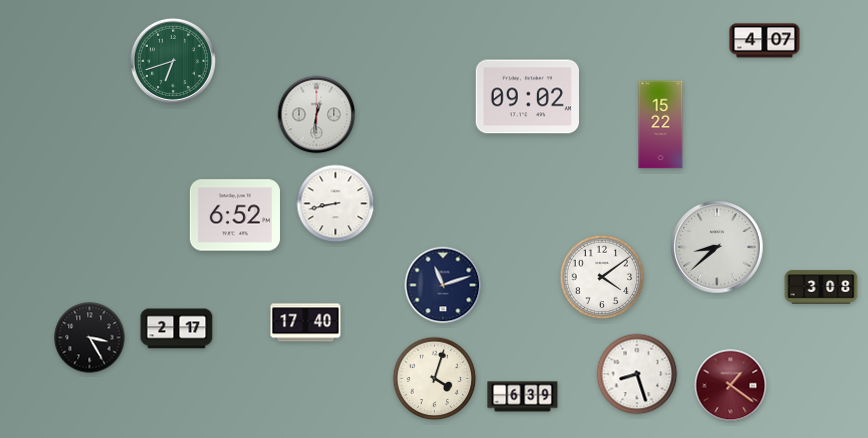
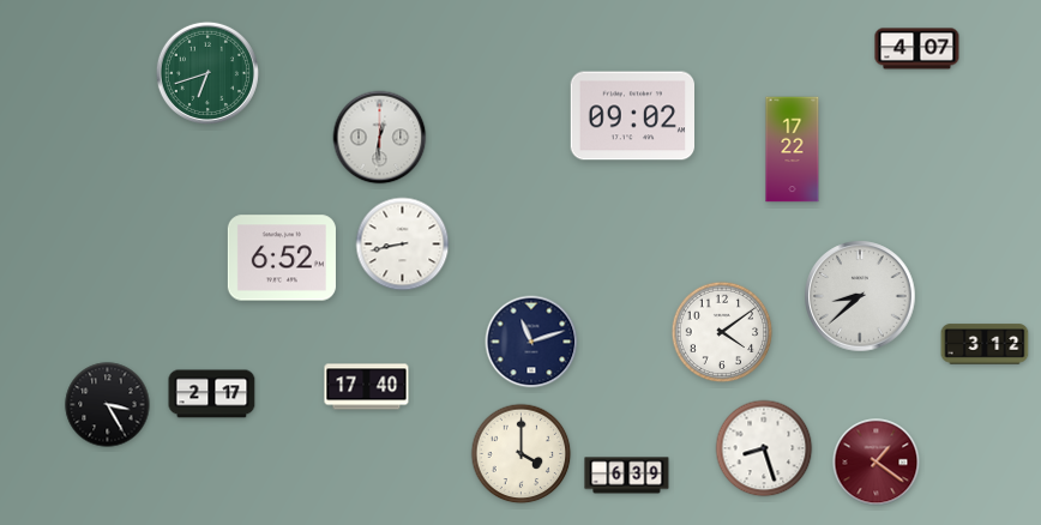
clock at (661, 125): 15:22 -> 17:22
clock at (821, 287): 3:08 -> 3:12
clock at (435, 379): 4:03 -> 4:00
